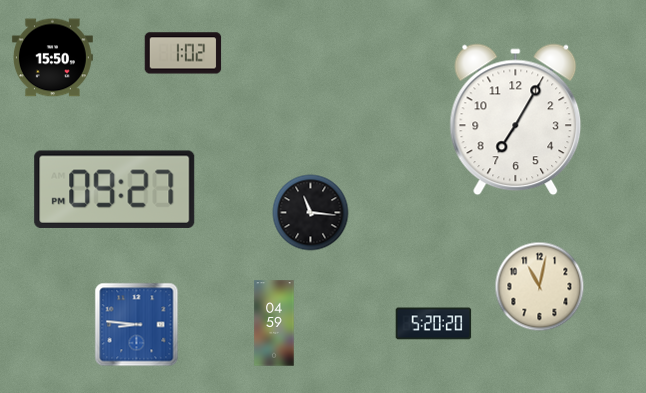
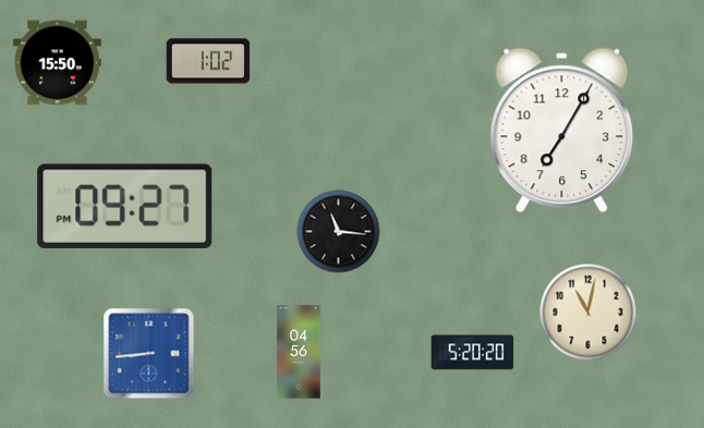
clock at (183, 53) position: (183, 53) -> (208, 61)
clock at (274, 323): 04:59 -> 04:56
clock at (137, 325): 8:46 -> 8:44
